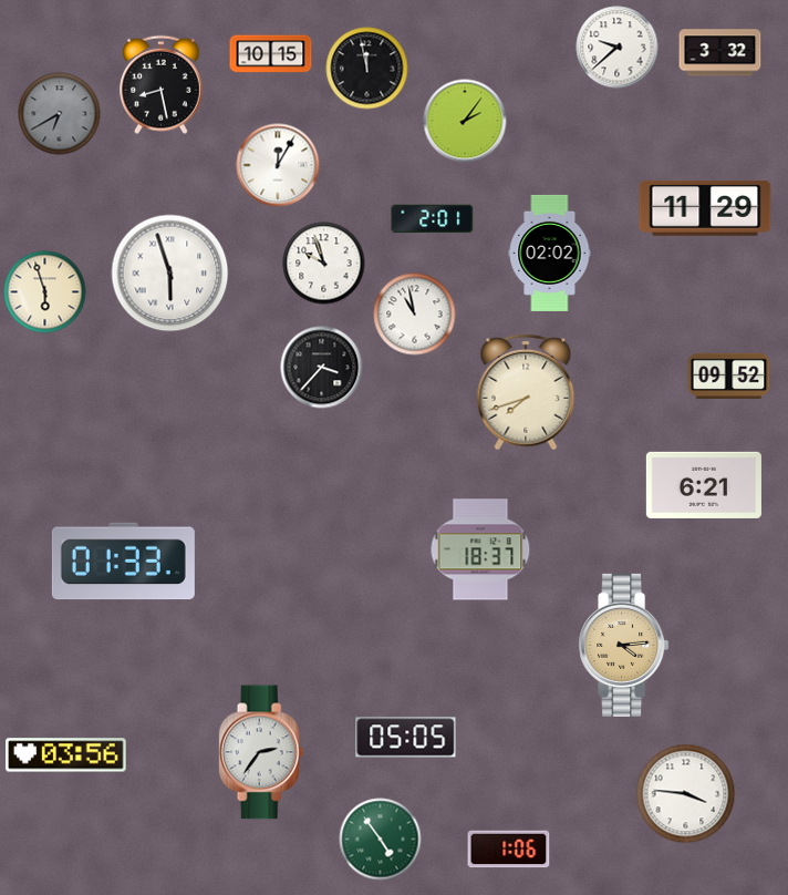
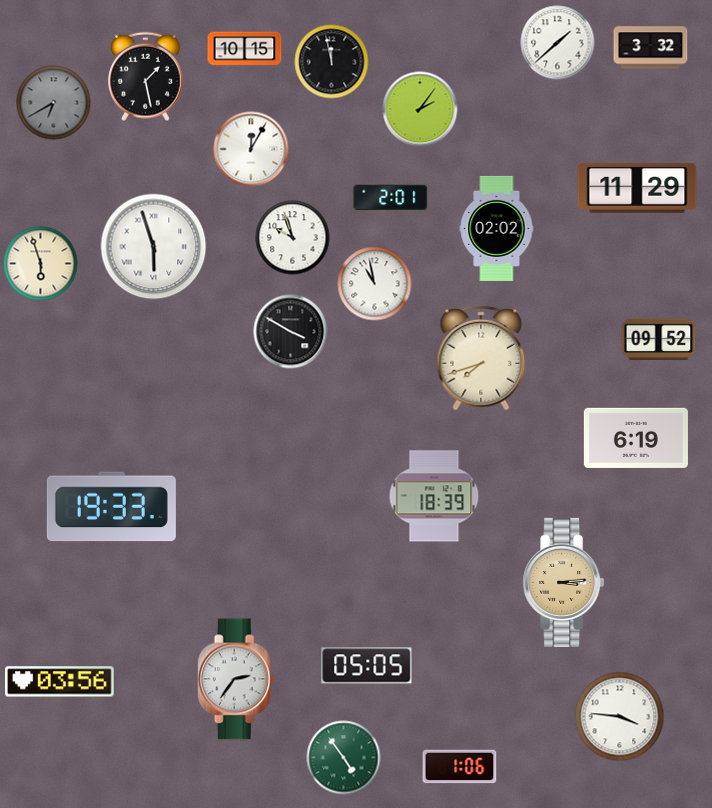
clock at (618, 48): 9:38 -> 1:38
clock at (162, 85): 8:28 -> 1:28
clock at (322, 368): 3:37 -> 3:50
clock at (526, 392) position: (526, 392) -> (481, 358)
clock at (704, 485): 6:21 -> 6:19
clock at (480, 549): 18:37 -> 18:39
clock at (123, 562): 01:33 -> 19:33
clock at (624, 645): 4:14 -> 3:14
